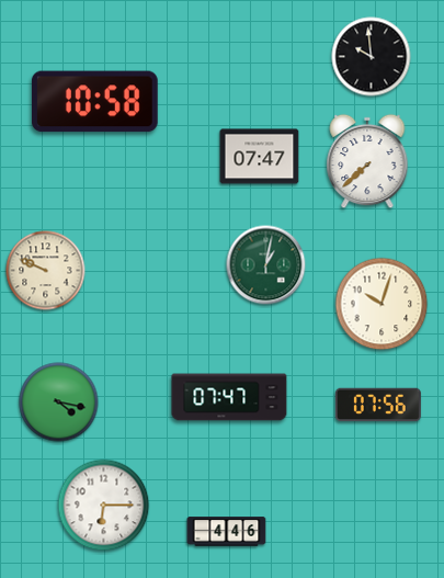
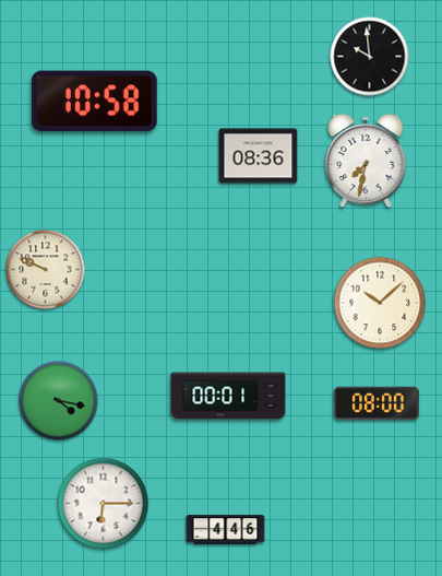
clock at (260, 157): 07:47 -> 08:36
clock at (367, 161): 7:38 -> 7:32
clock at (266, 265): 1:02 -> none
clock at (382, 304): 10:03 -> 10:08
clock at (229, 397): 07:47 -> 00:01
clock at (378, 405): 07:56 -> 08:00
